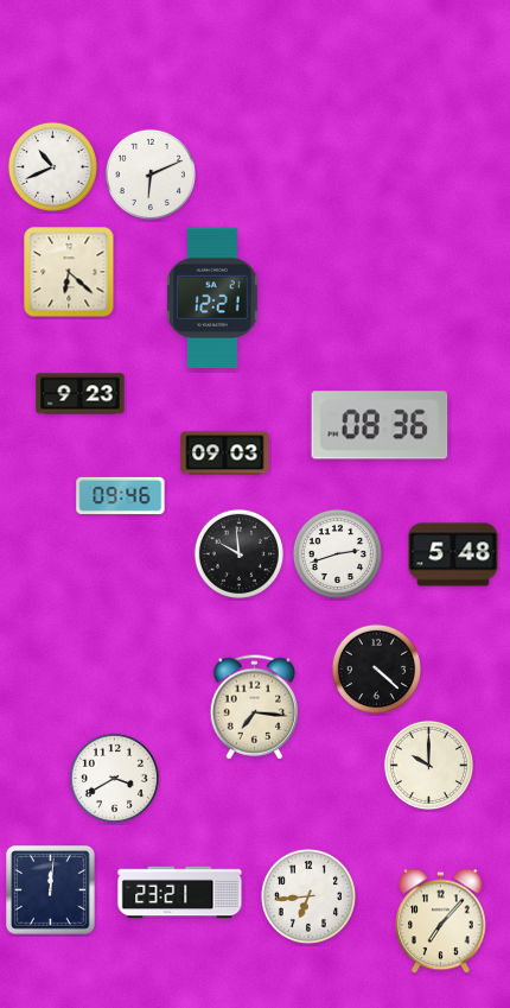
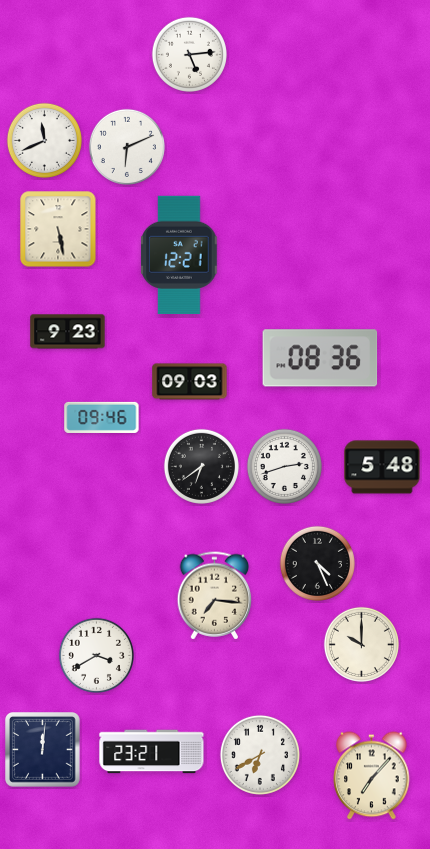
clock at (189, 54): none -> 5:14
clock at (52, 166): 10:41 -> 11:41
clock at (69, 272): 6:22 -> 5:28
clock at (212, 298) position: (212, 298) -> (179, 255)
clock at (238, 553): 9:59 -> 6:39
clock at (376, 668): 4:22 -> 4:26
clock at (308, 896): 6:44 -> 6:40
